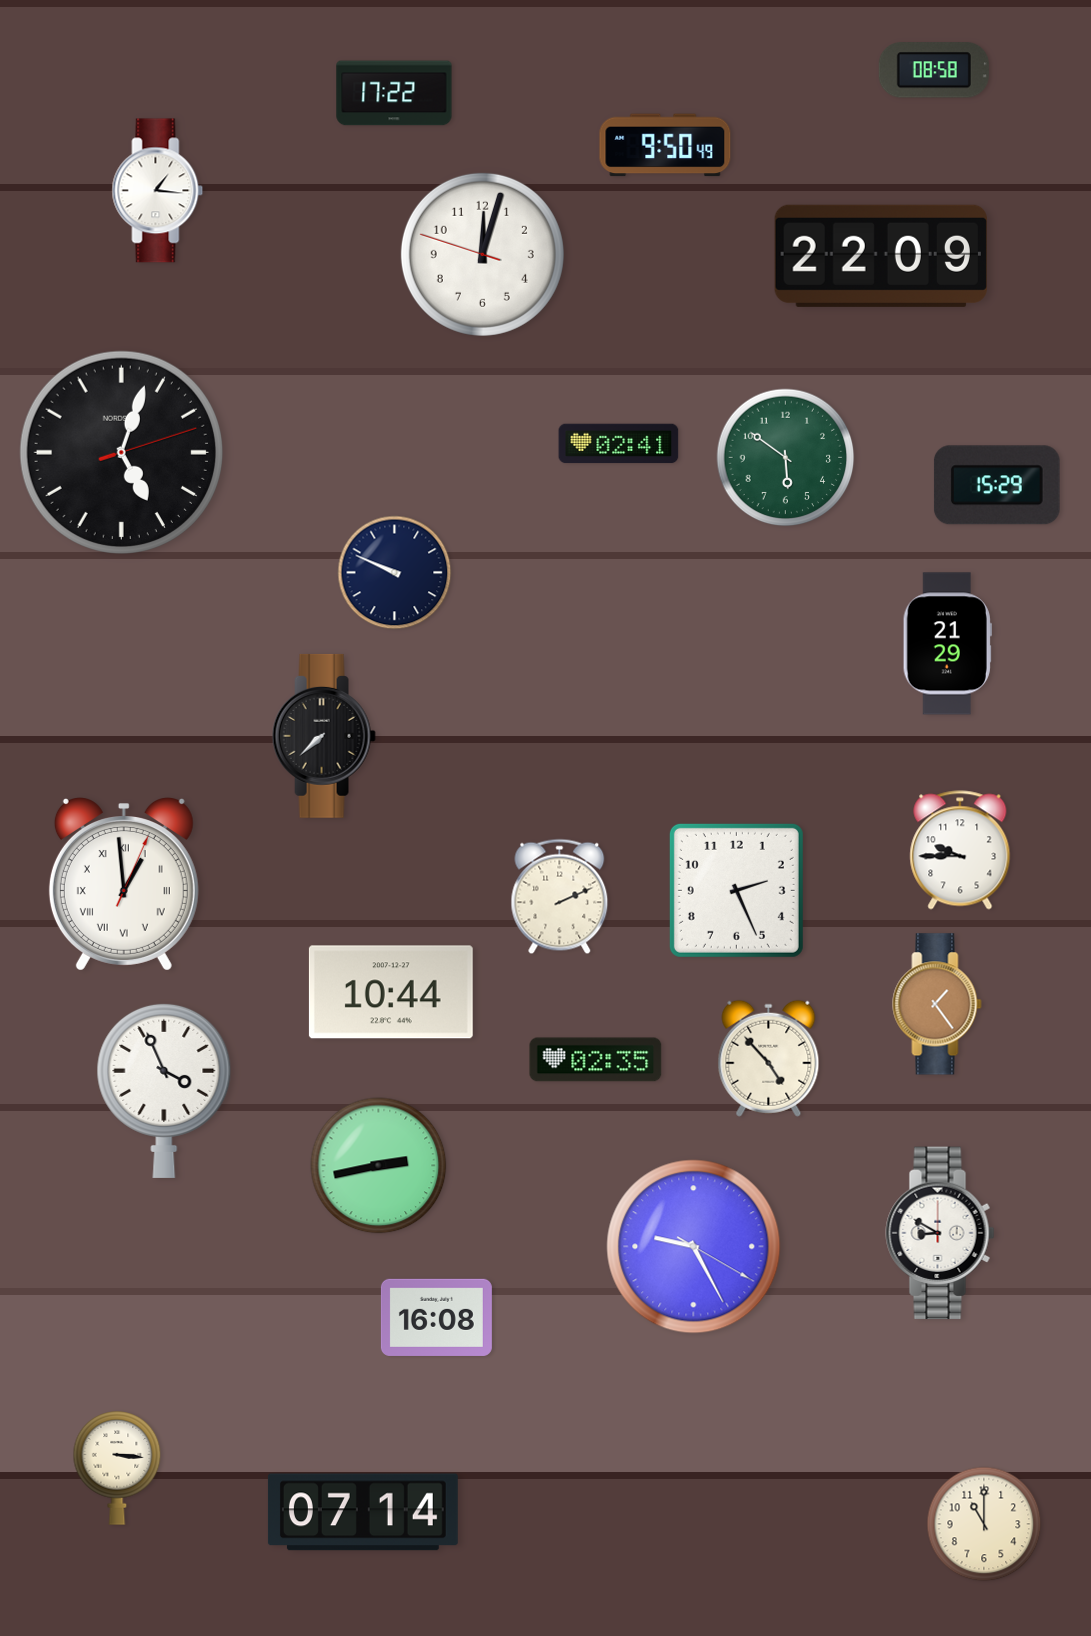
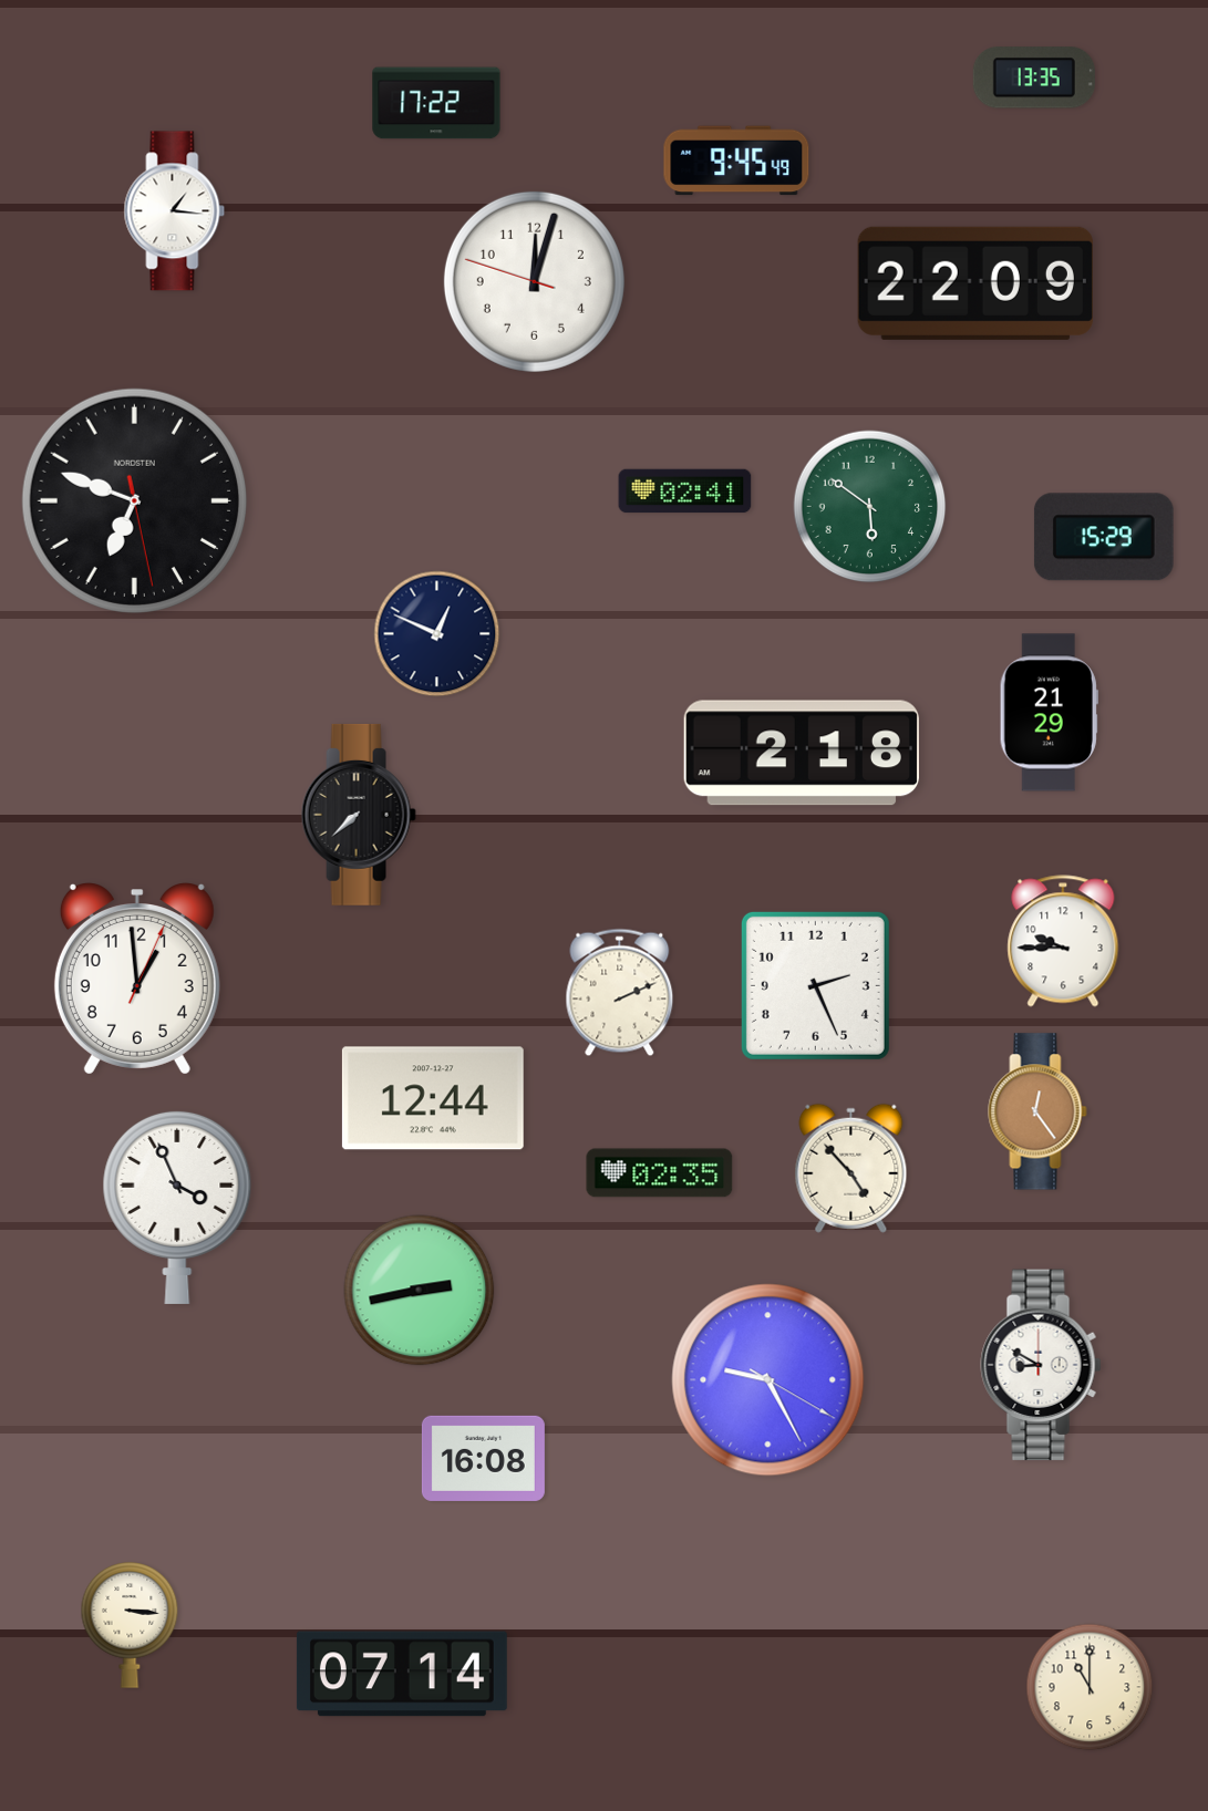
clock at (934, 70): 08:58 -> 13:35
clock at (665, 145): 9:50 -> 9:45
clock at (121, 452): 5:03 -> 6:48
clock at (395, 573): 9:49 -> 12:49
clock at (802, 753): none -> 2:18
clock at (124, 885) numerals: Roman -> Arabic
clock at (391, 992): 10:44 -> 12:44
clock at (937, 1004): 1:24 -> 12:24
clock at (769, 1058) position: (769, 1058) -> (851, 1168)
clock at (164, 1090) position: (164, 1090) -> (177, 1207)
